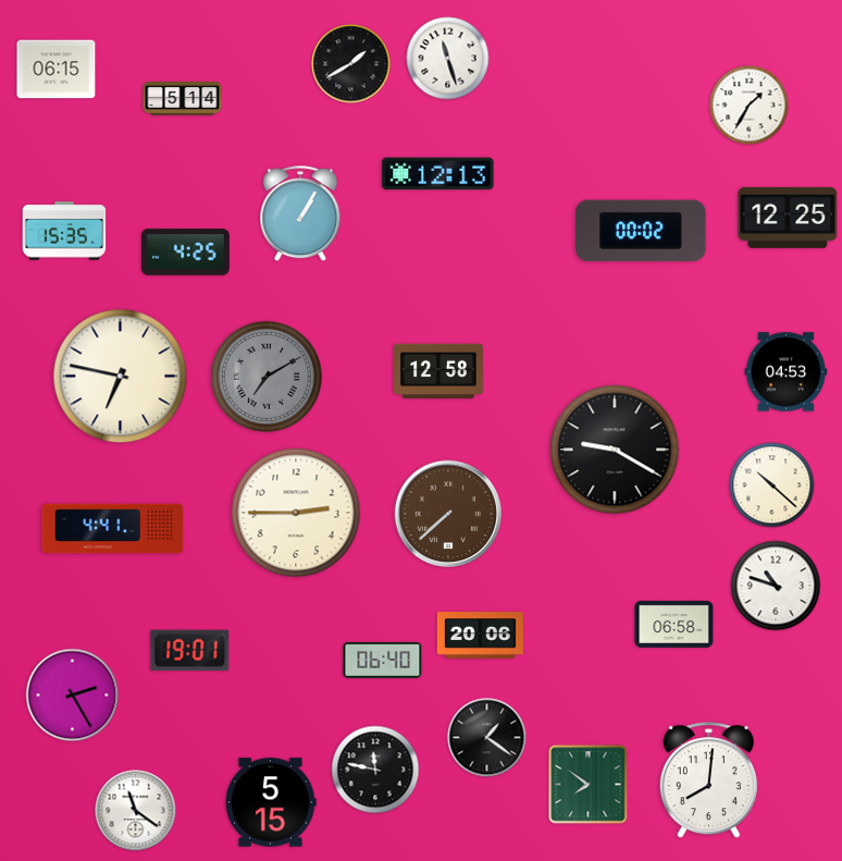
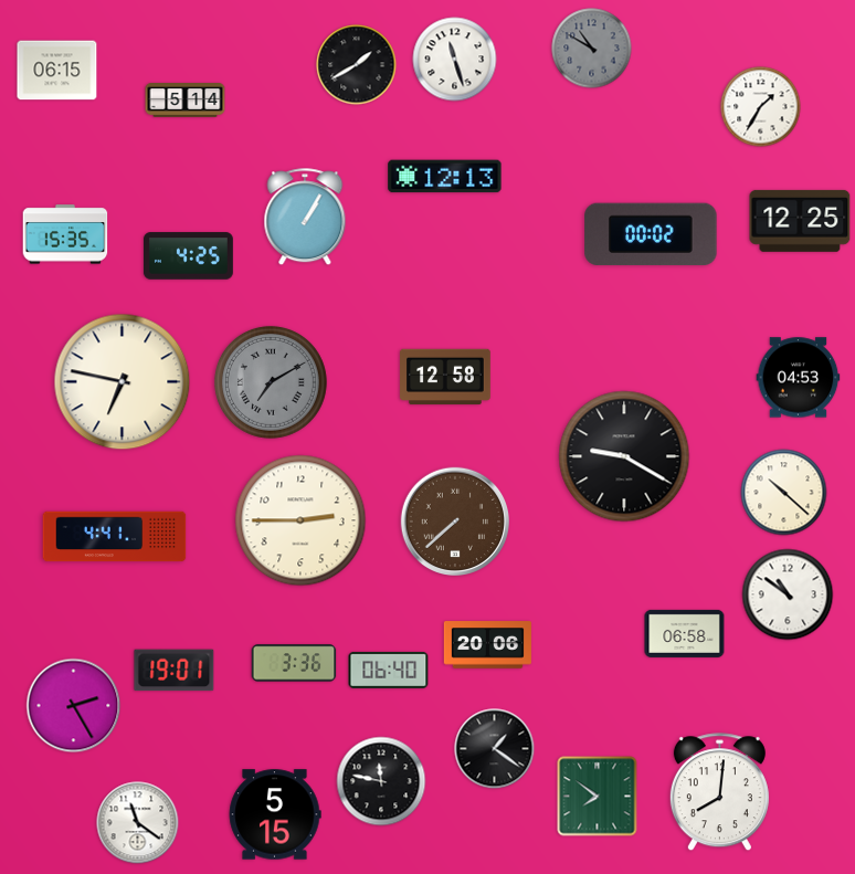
clock at (592, 49): none -> 10:50
clock at (776, 586): 10:48 -> 10:51
clock at (190, 651) position: (190, 651) -> (175, 671)
clock at (294, 663): none -> 3:36
